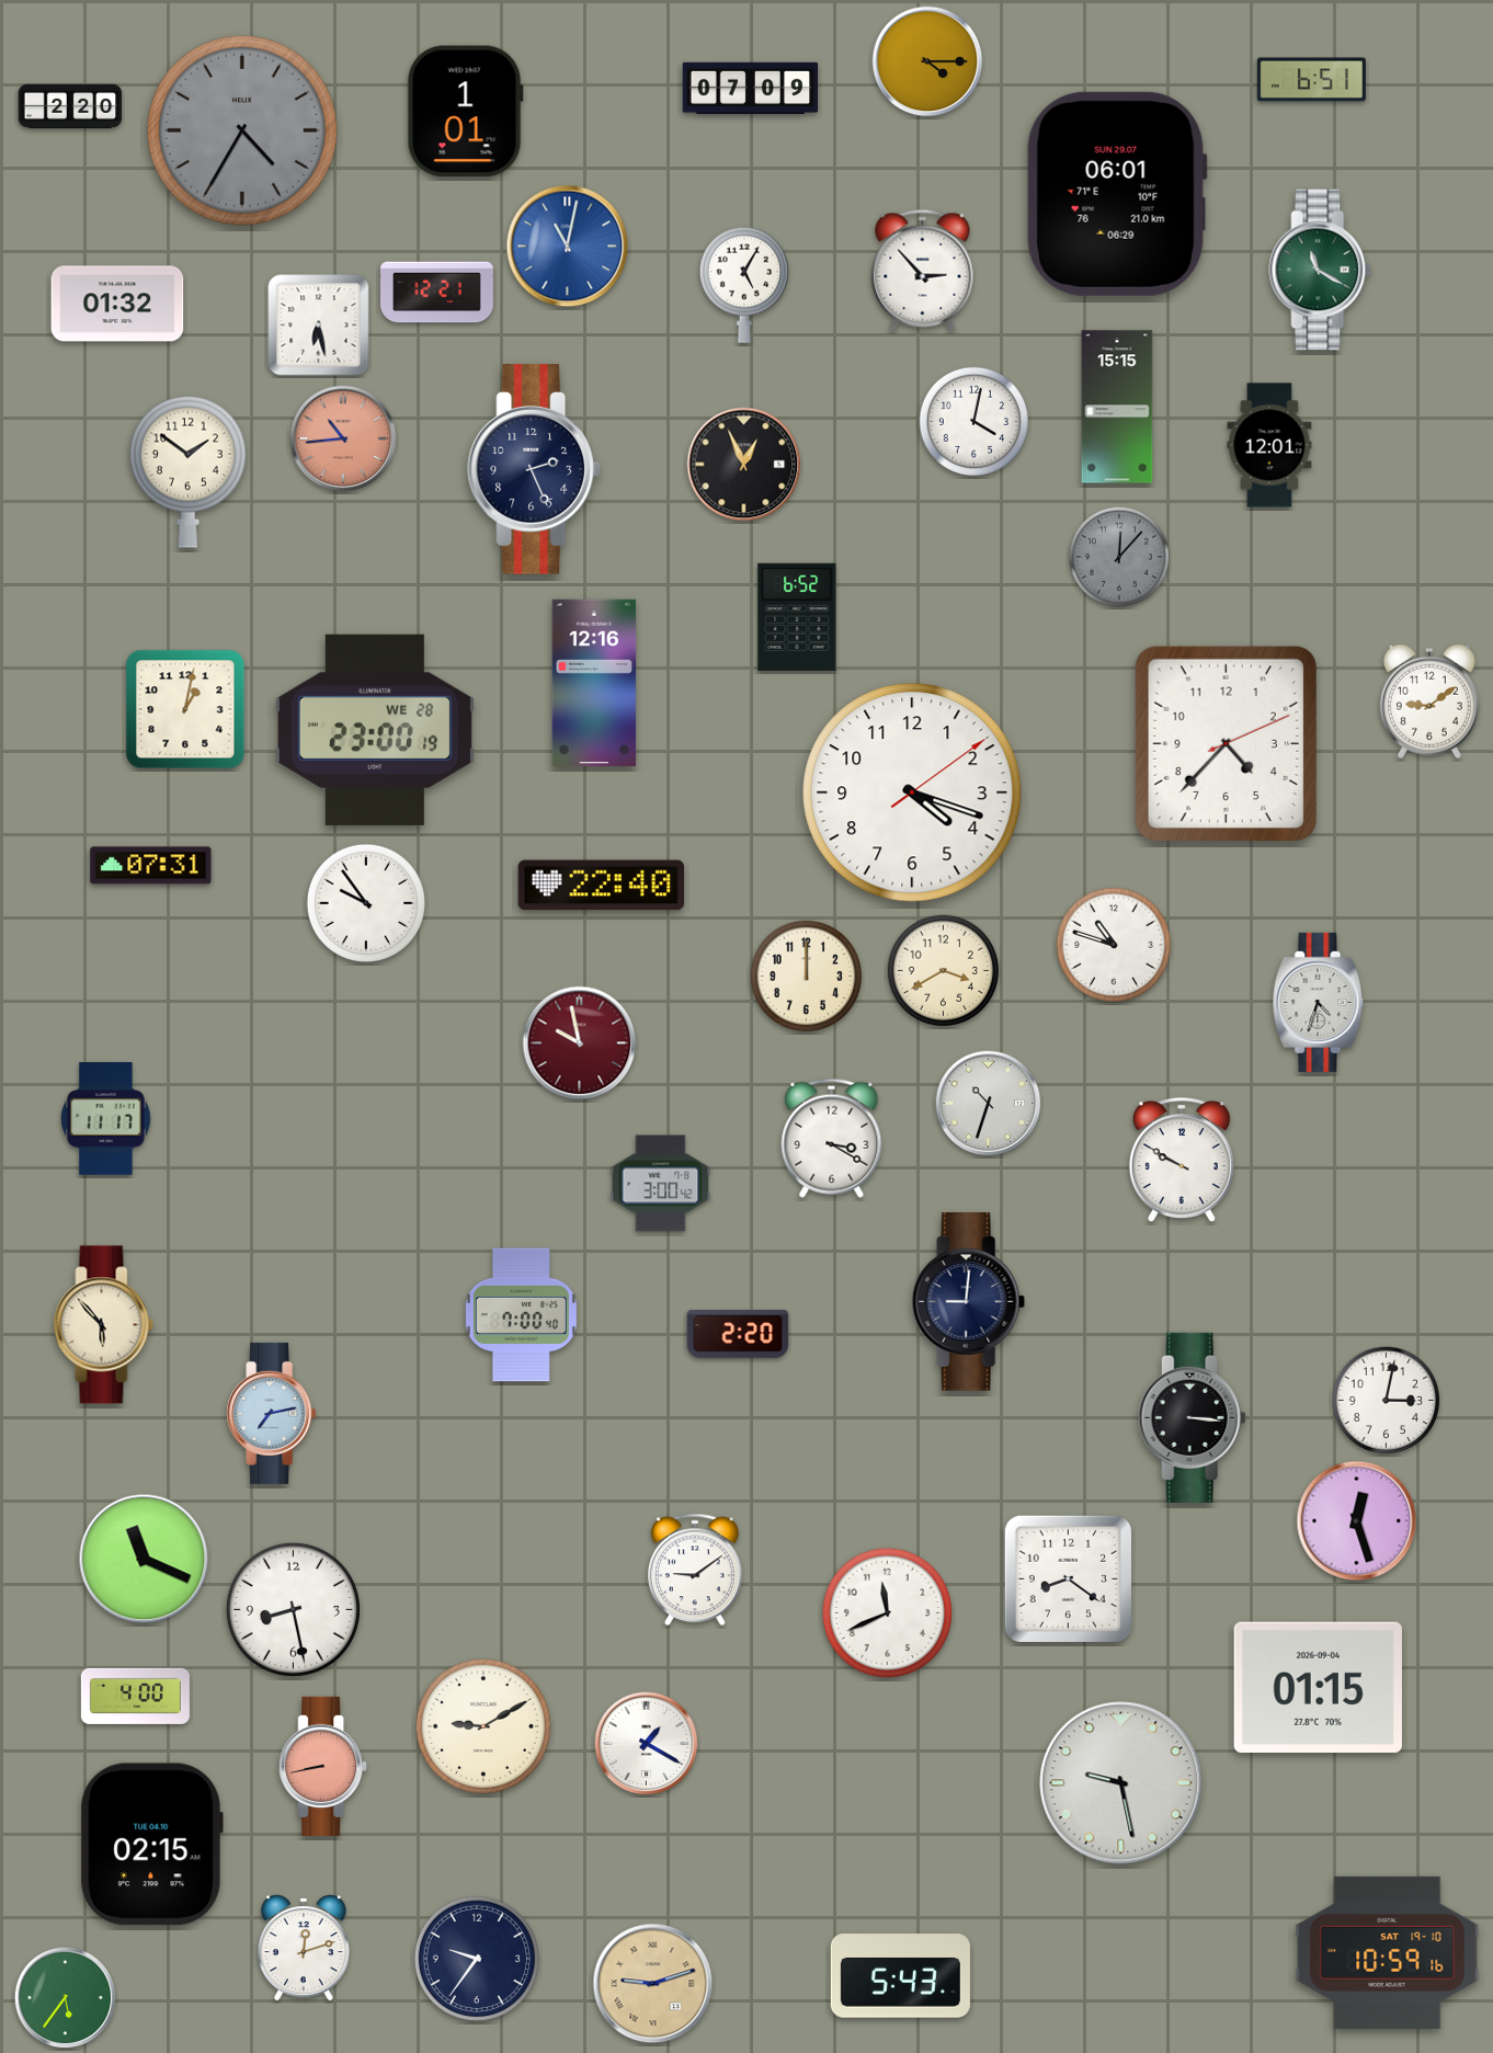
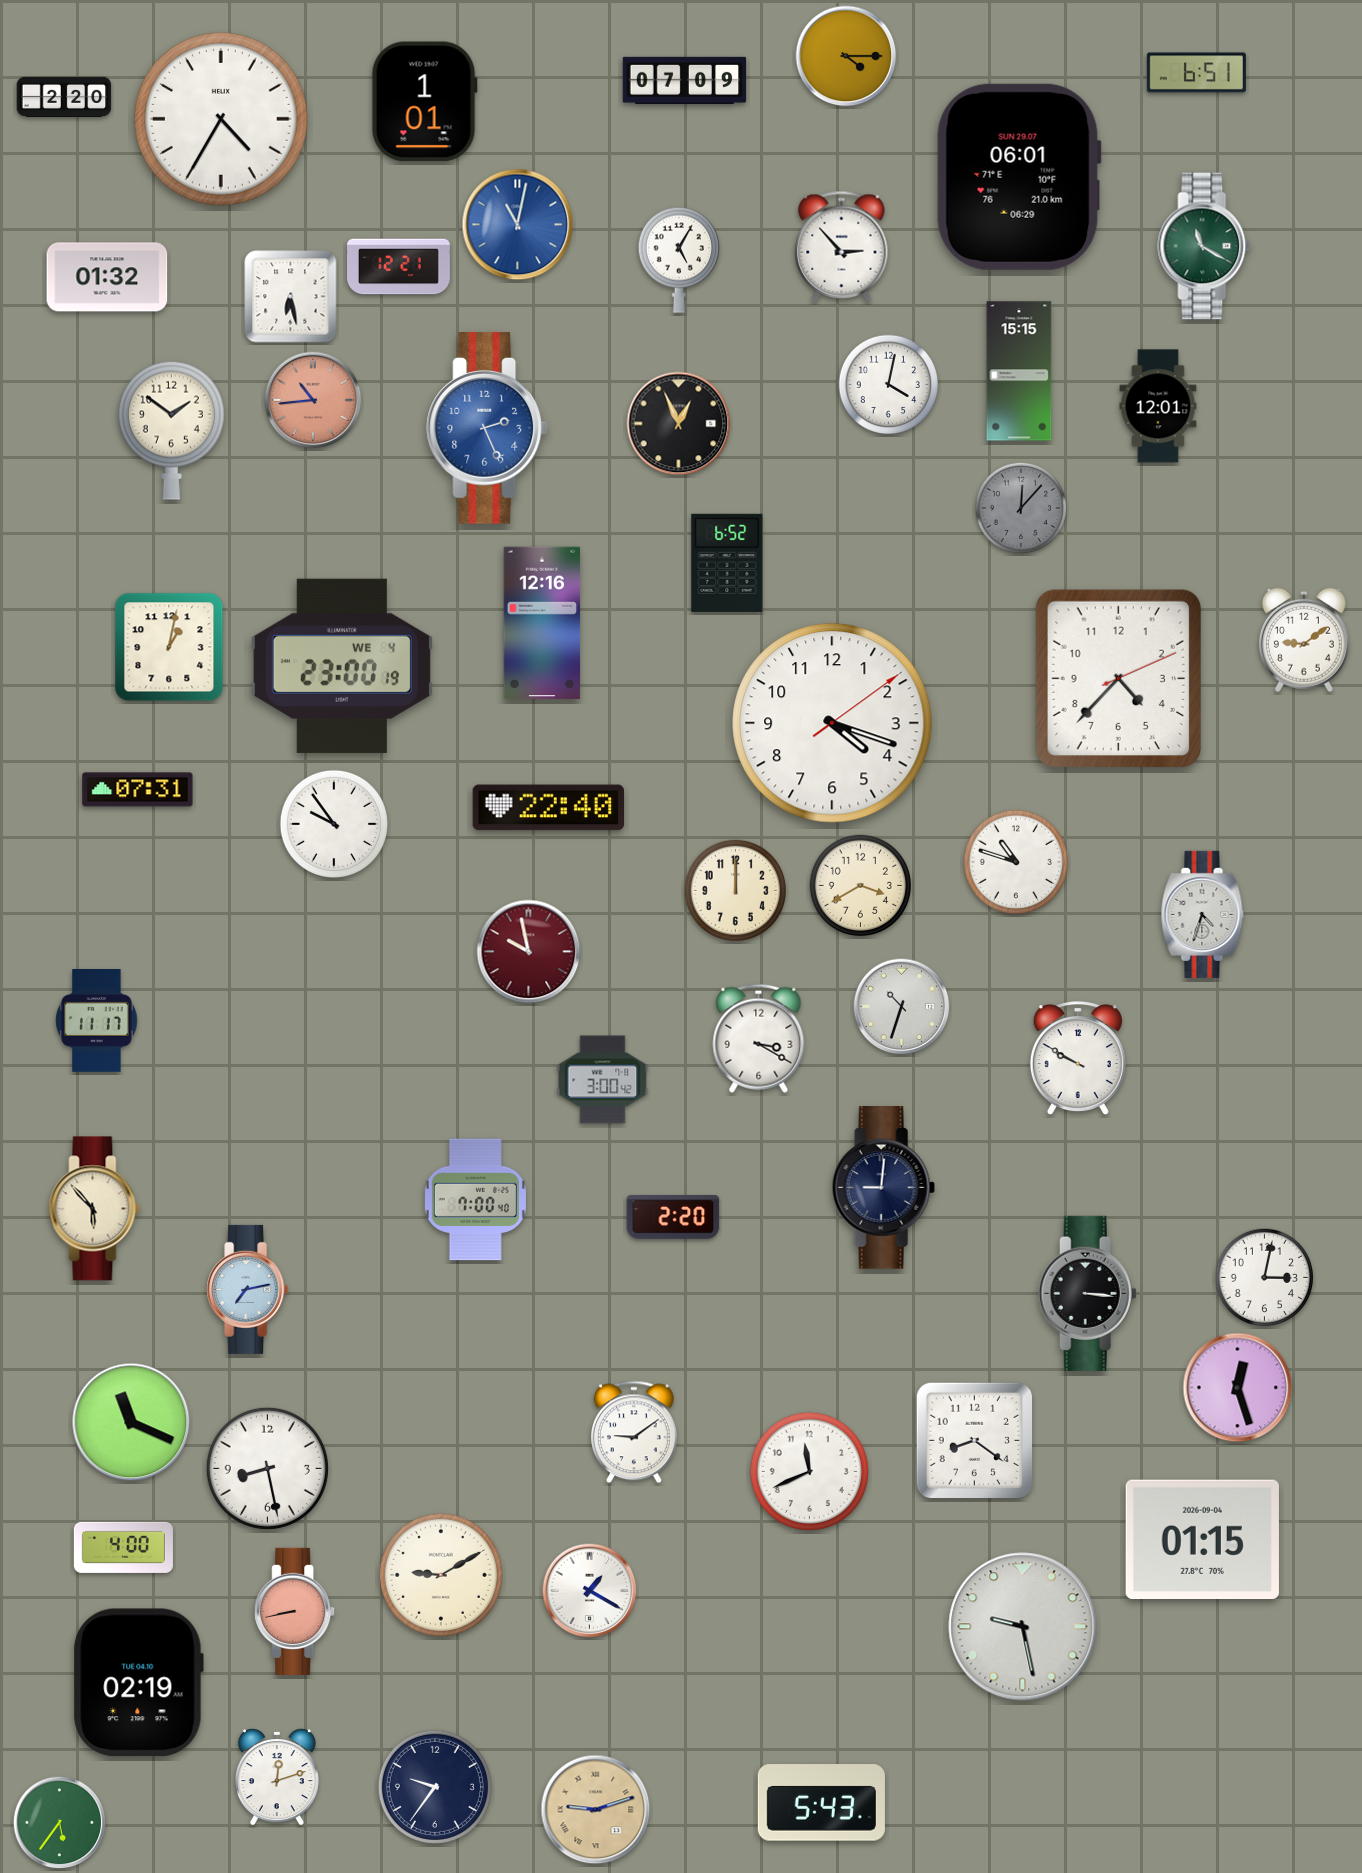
clock at (242, 130) dial: grey -> white
clock at (534, 469) dial: navy -> blue
clock at (375, 730) date: WE 28 -> WE 4
clock at (151, 1845): 02:15 -> 02:19
clock at (1388, 1952): 10:59 -> none
